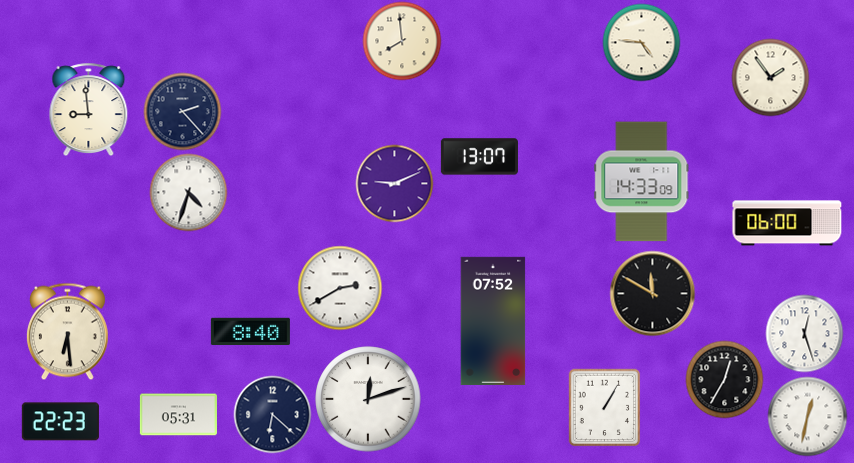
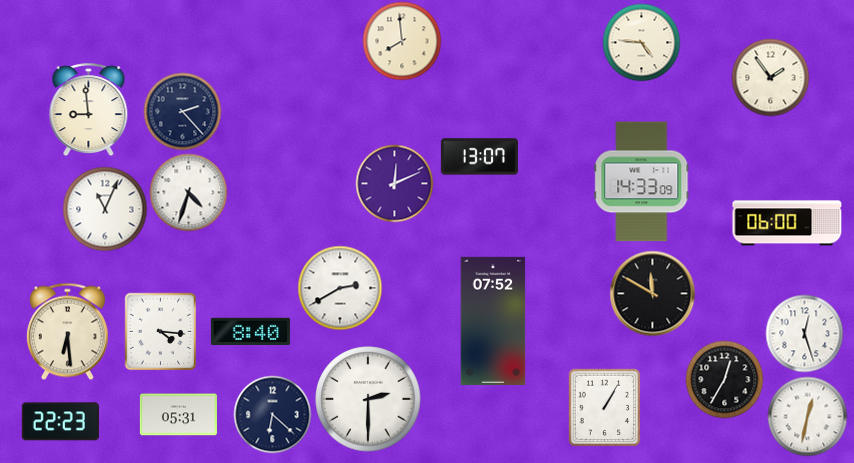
clock at (394, 183): 9:11 -> 12:11
clock at (105, 209): none -> 11:04
clock at (161, 331): none -> 4:16
clock at (368, 399): 12:12 -> 2:30
